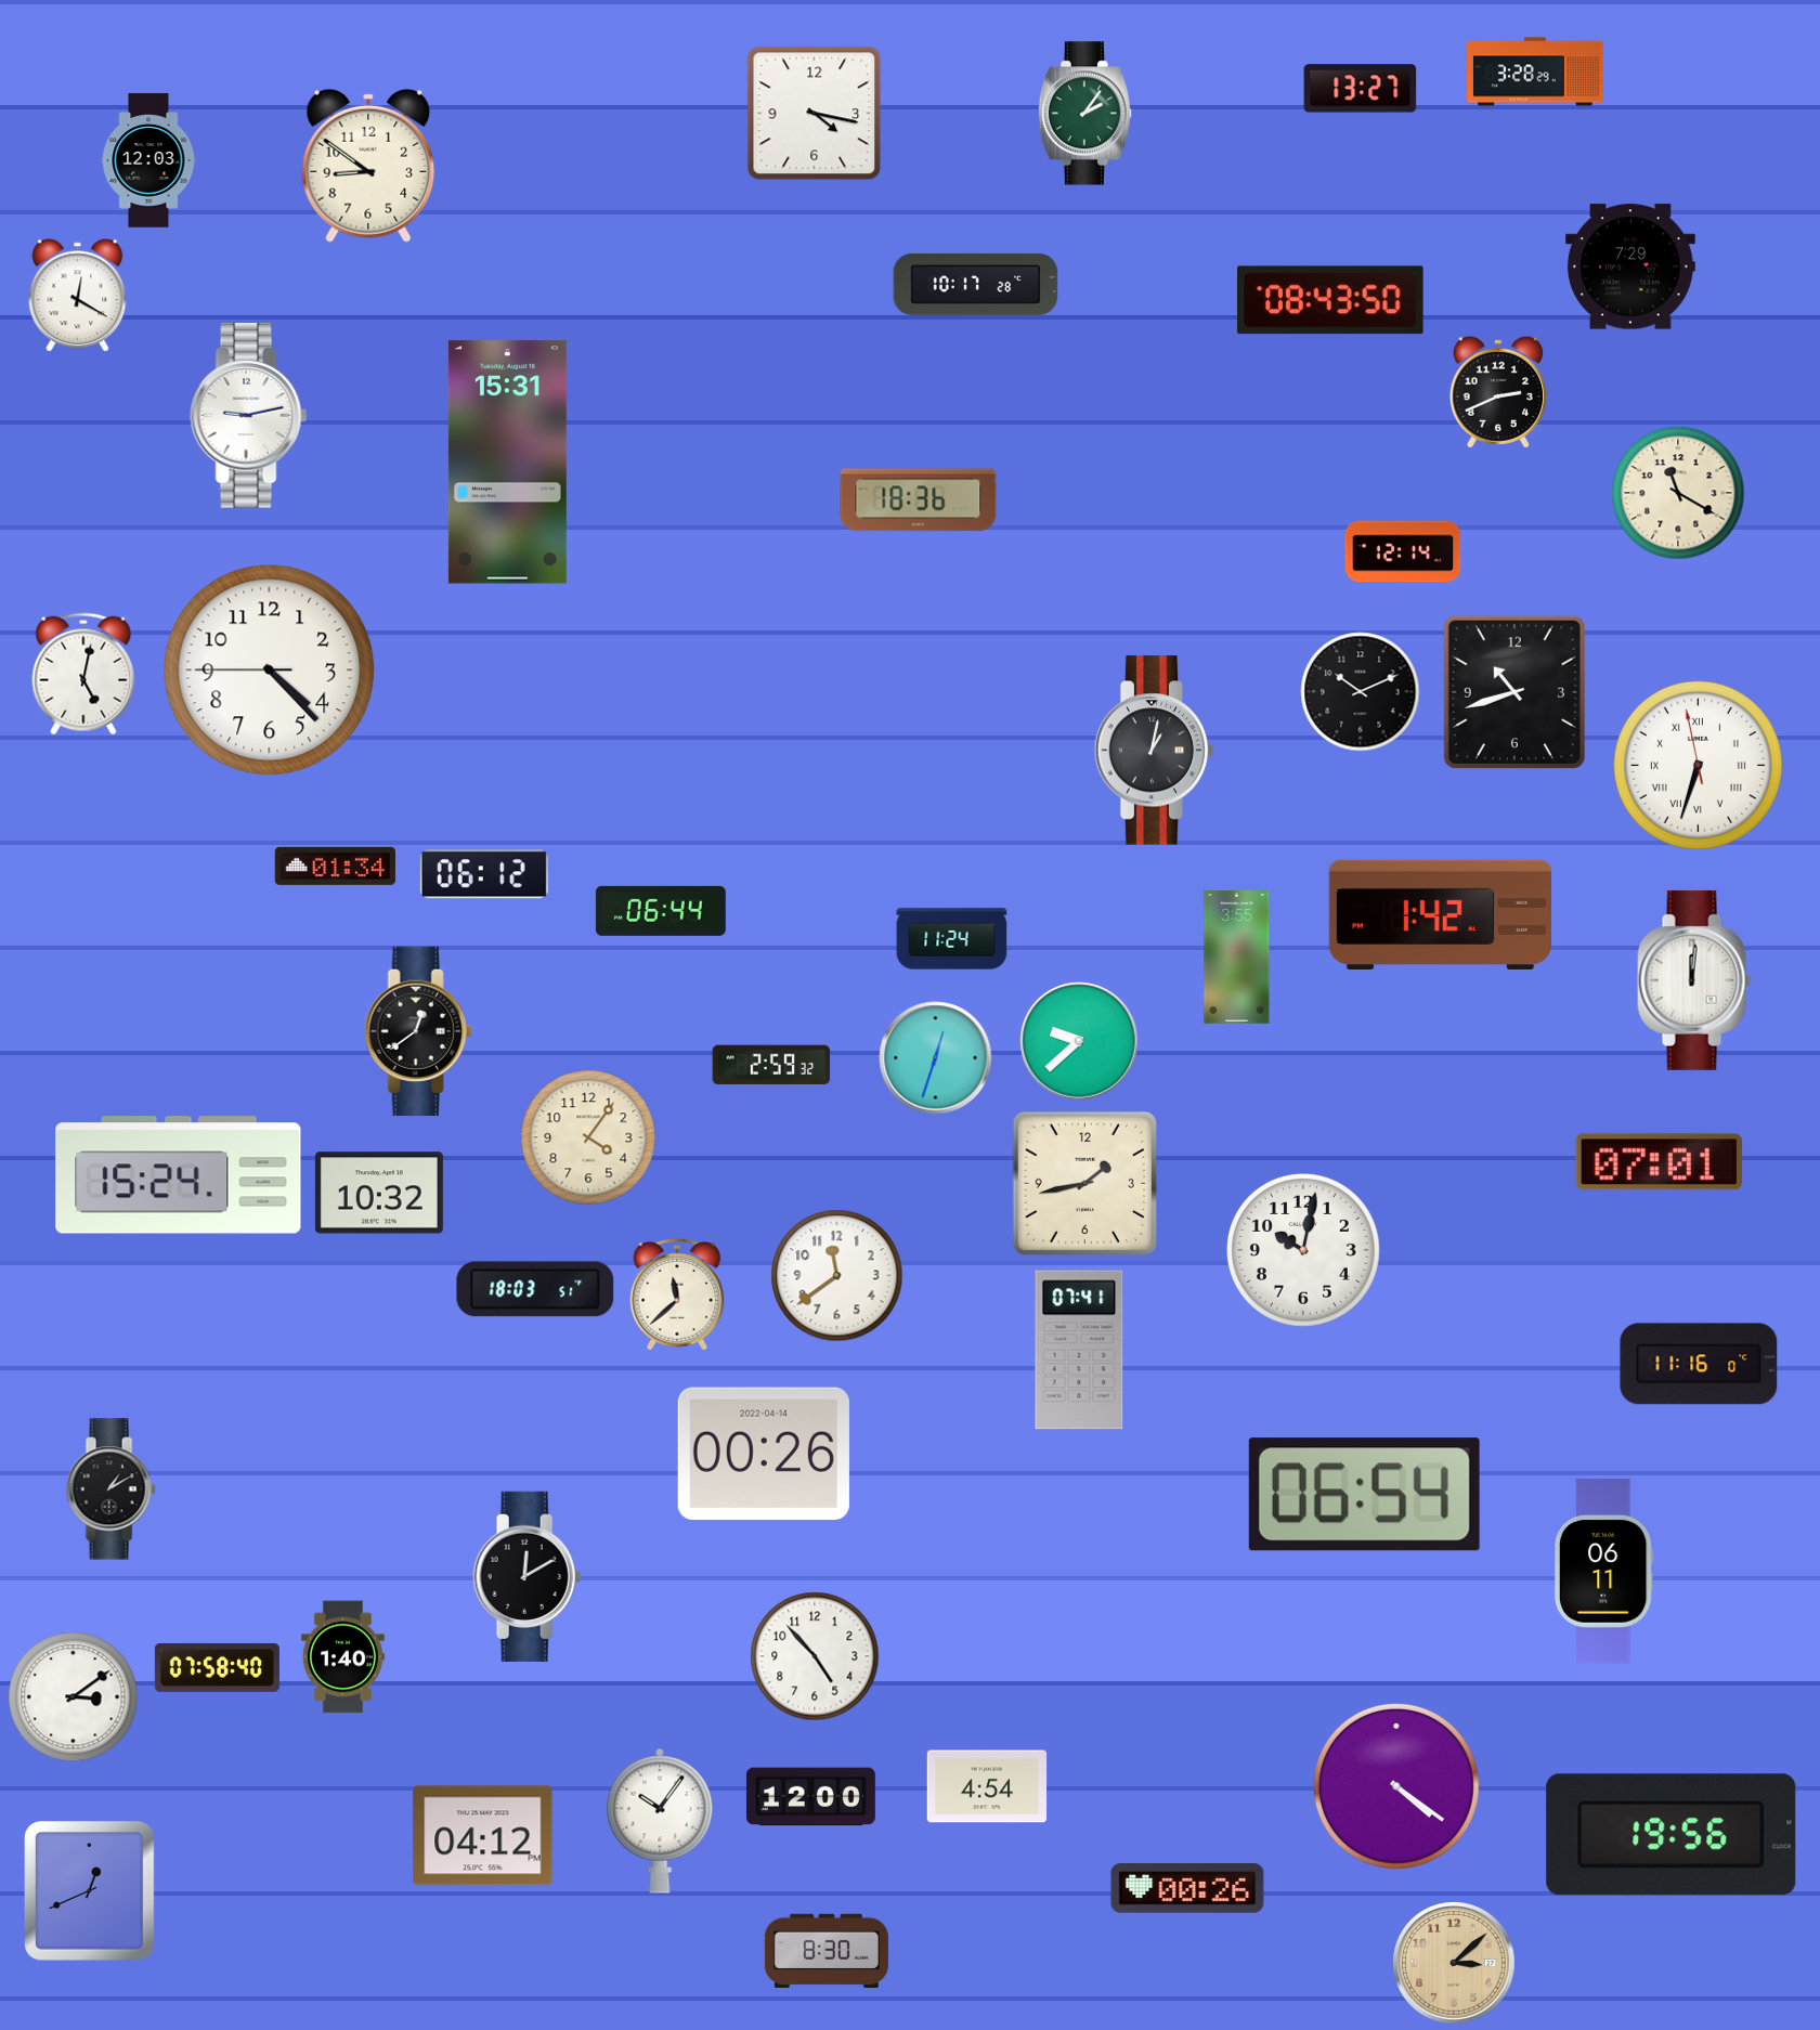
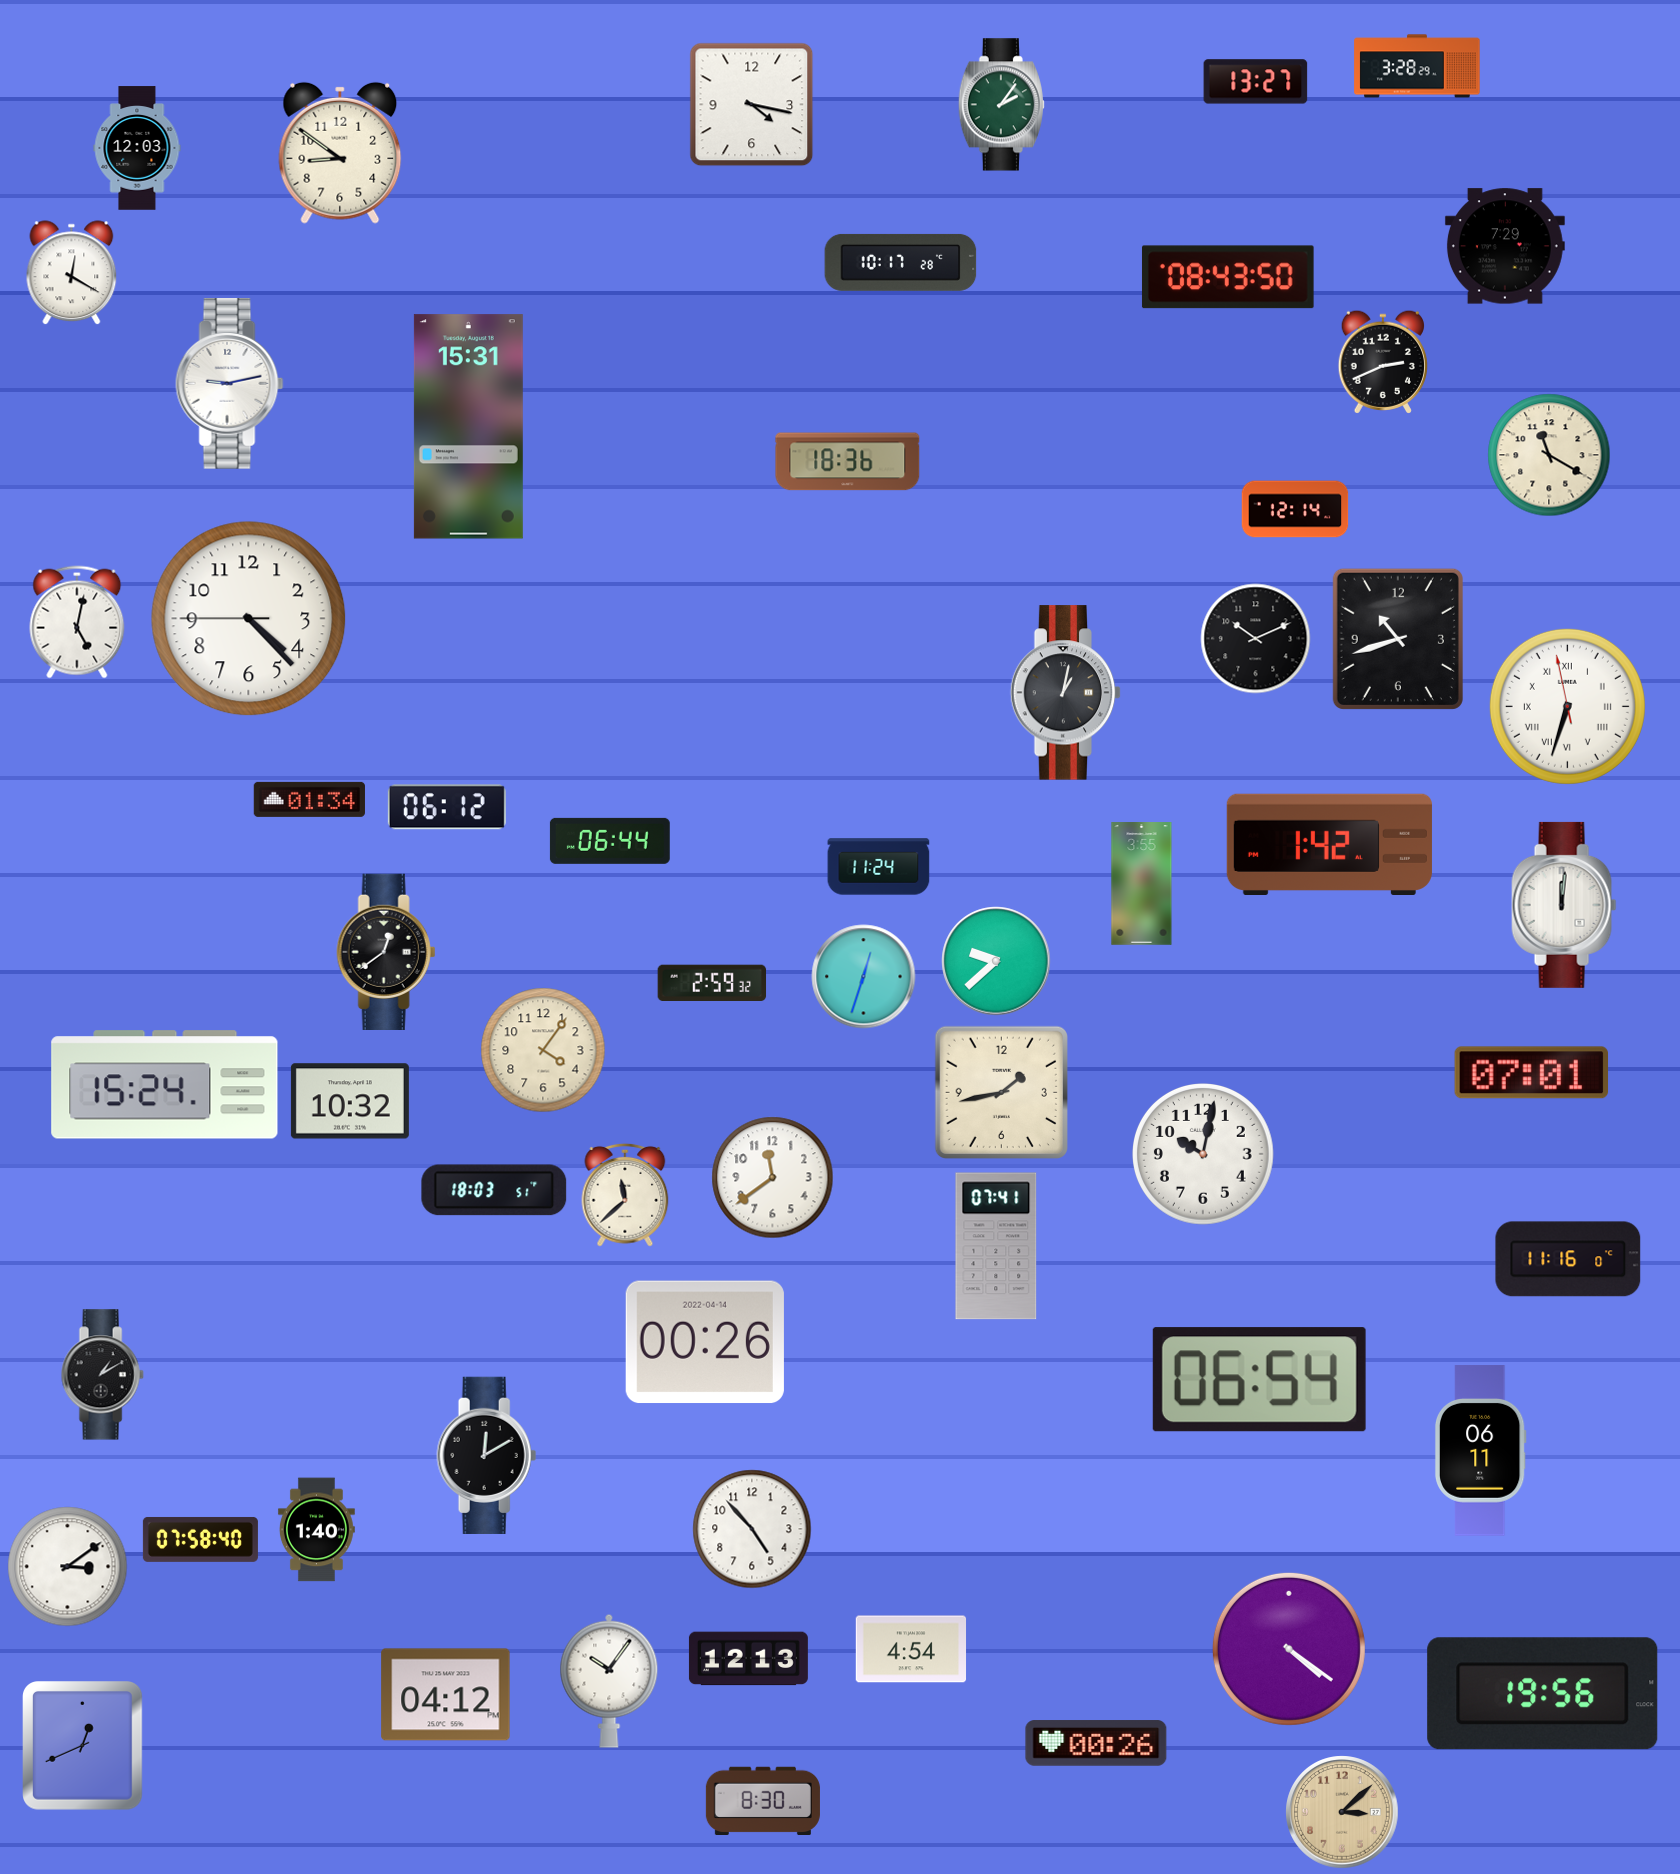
clock at (810, 1797): 12:00 -> 12:13
